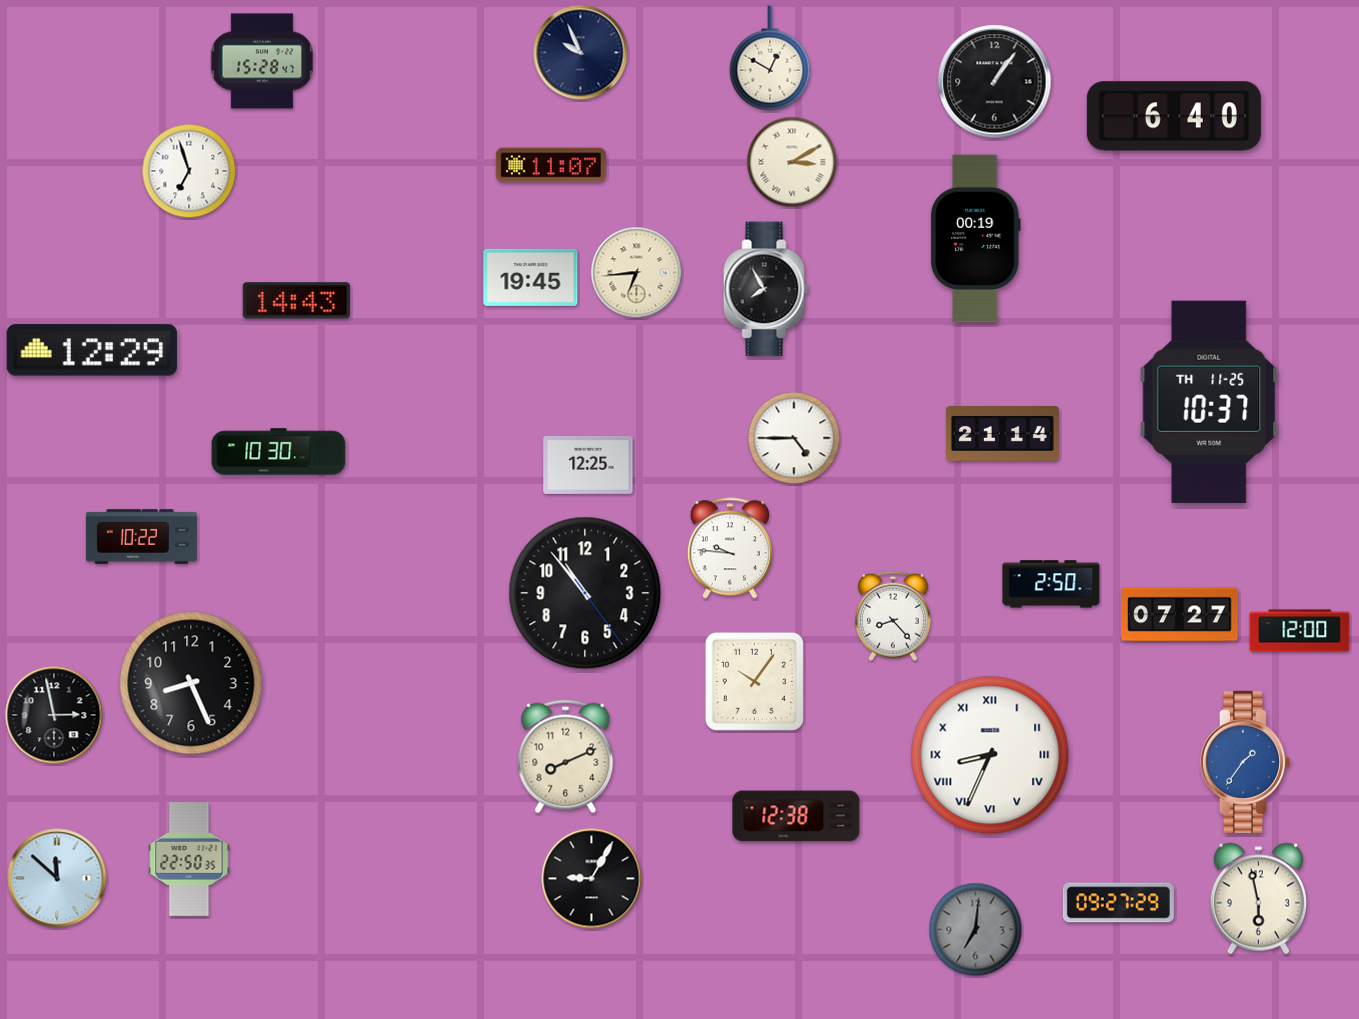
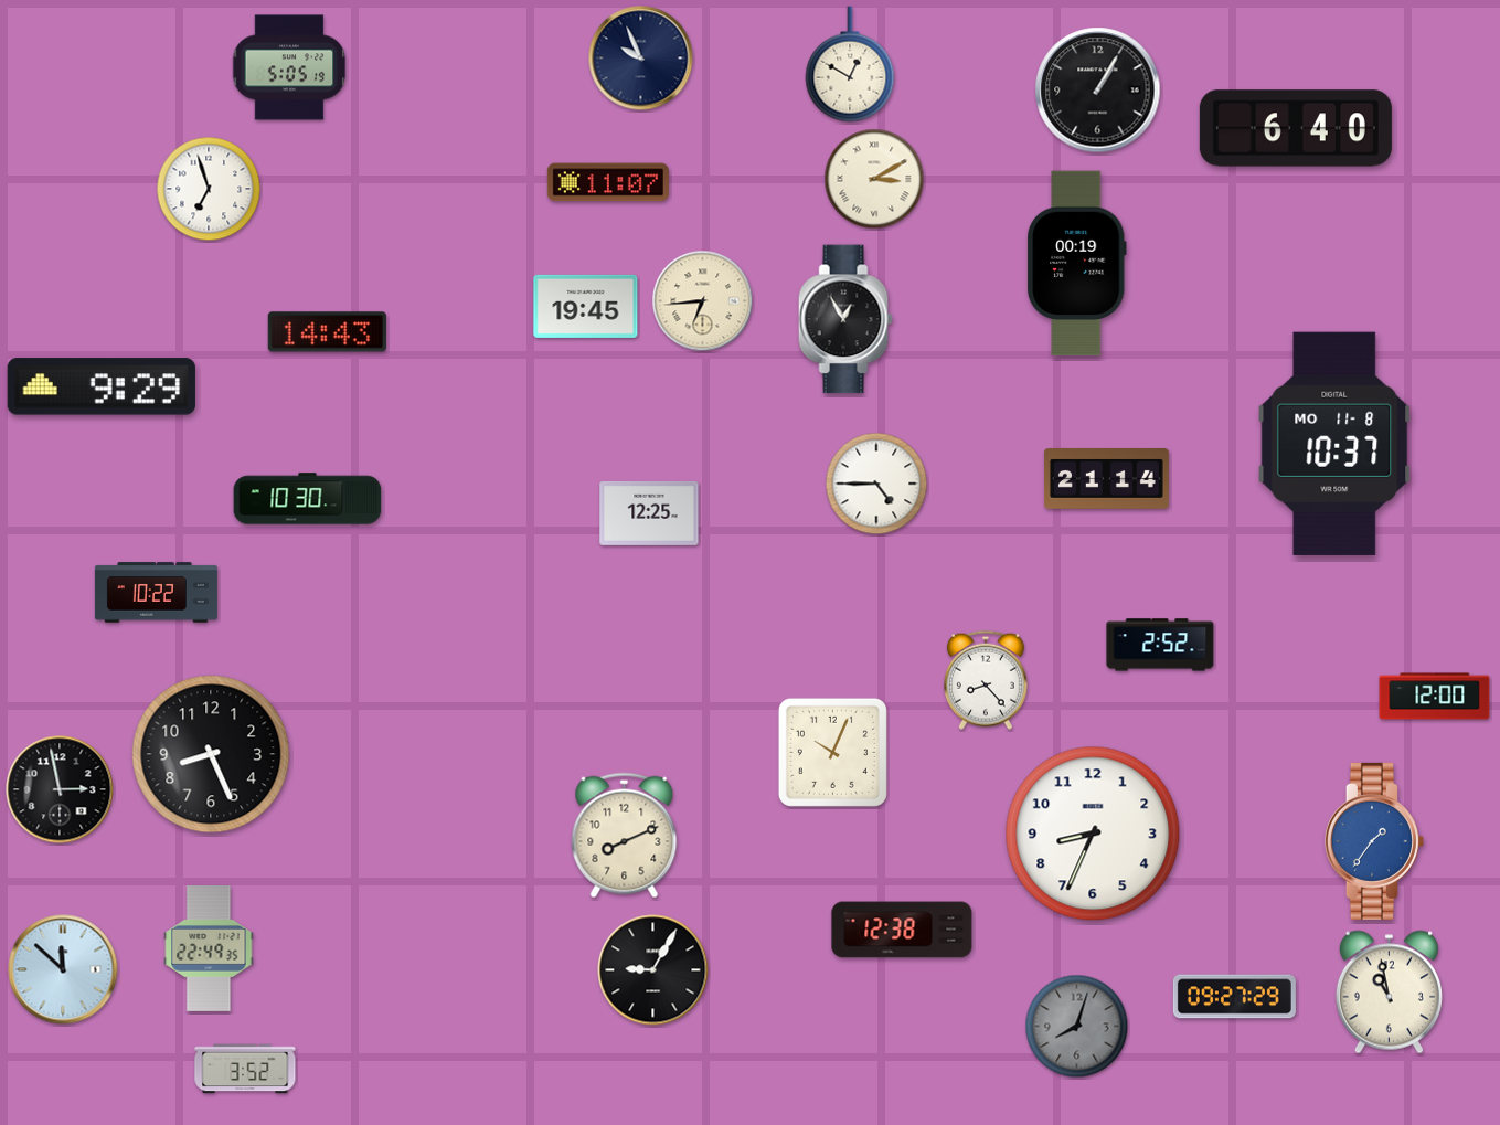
clock at (262, 61): 15:28 -> 5:05
clock at (995, 82): 1:06 -> 1:05
clock at (766, 289): 7:55 -> 12:55
clock at (92, 350): 12:29 -> 9:29
clock at (1209, 402) date: TH 11-25 -> MO 11-8
clock at (730, 548): 9:46 -> none
clock at (1051, 584): 2:50 -> 2:52
clock at (585, 593): 10:53 -> none
clock at (1180, 615): 07:27 -> none
clock at (754, 681): 10:06 -> 10:04
clock at (990, 755) numerals: Roman -> Arabic
clock at (796, 816) position: (796, 816) -> (902, 930)
clock at (189, 860): 22:50 -> 22:49
clock at (1258, 899): 5:58 -> 10:58
clock at (976, 930): 7:01 -> 8:03
clock at (245, 1069): none -> 3:52
